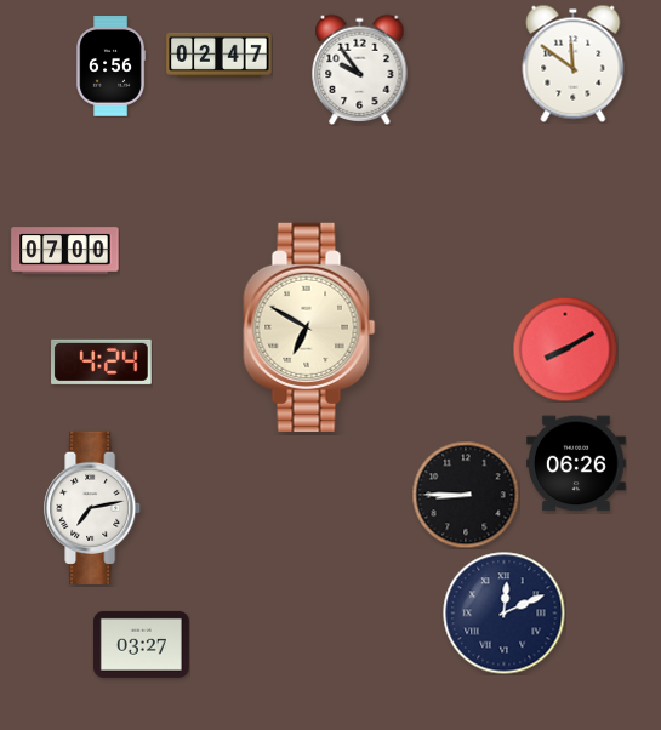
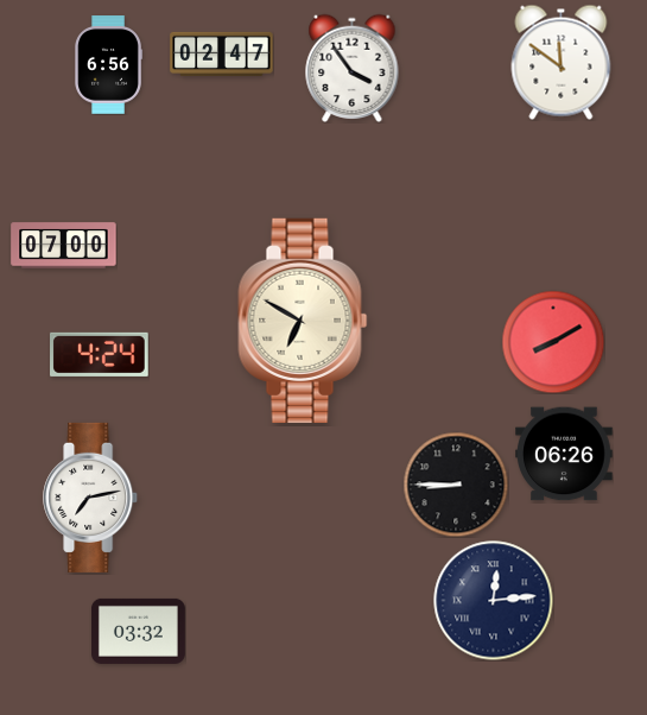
clock at (220, 55) position: (220, 55) -> (222, 53)
clock at (360, 69): 9:54 -> 3:54
clock at (505, 614): 12:11 -> 12:14
clock at (141, 644): 03:27 -> 03:32
